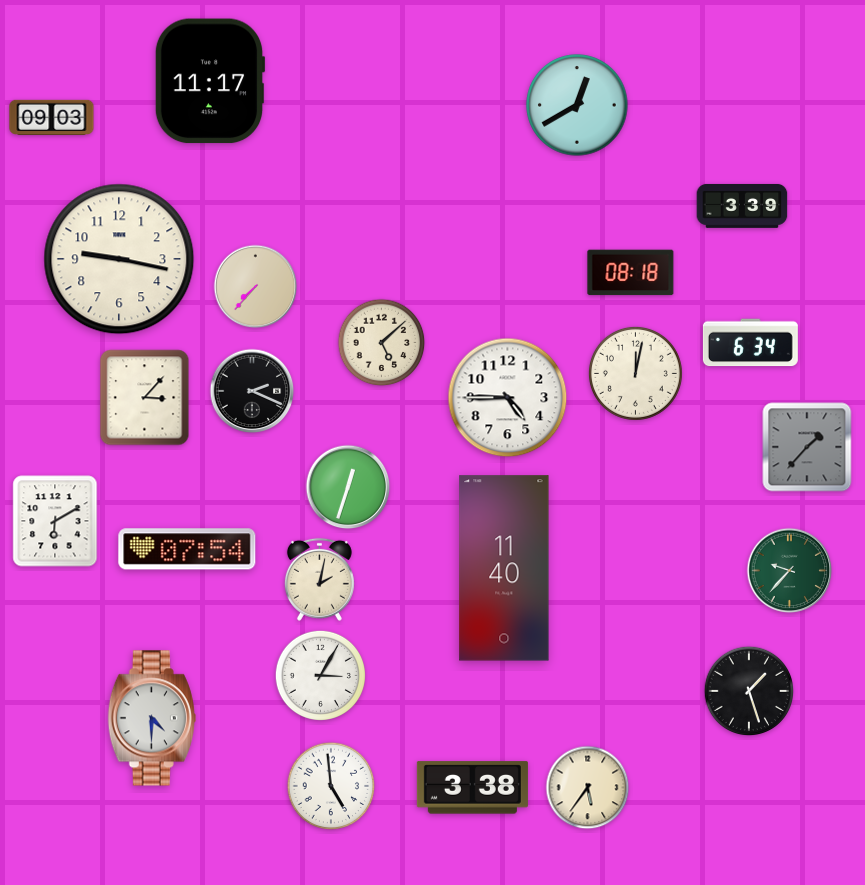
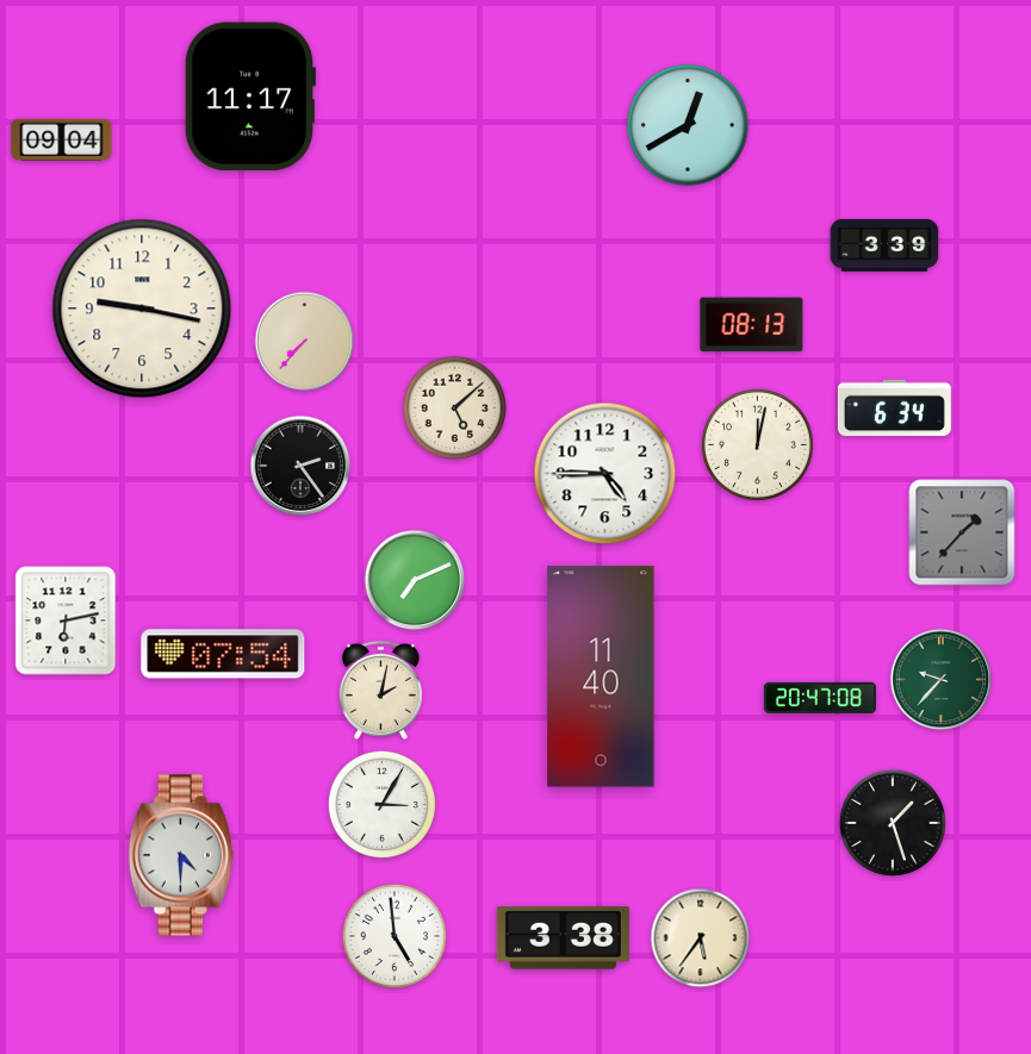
clock at (52, 117): 09:03 -> 09:04
clock at (631, 273): 08:18 -> 08:13
clock at (252, 391): 2:19 -> 2:24
clock at (145, 398): 3:07 -> none
clock at (348, 487): 12:33 -> 7:11
clock at (55, 521): 6:10 -> 6:13
clock at (820, 698): none -> 20:47
